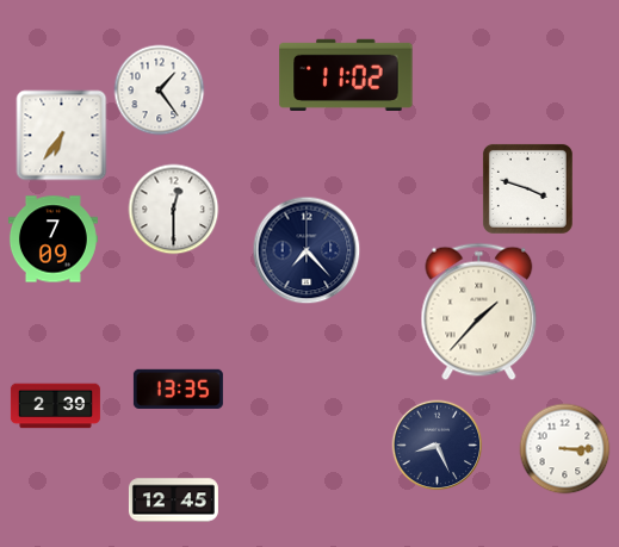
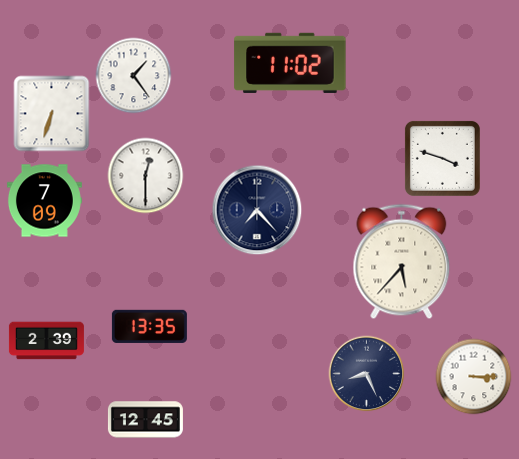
clock at (62, 136): 6:36 -> 6:33
clock at (479, 312): 1:37 -> 5:37
